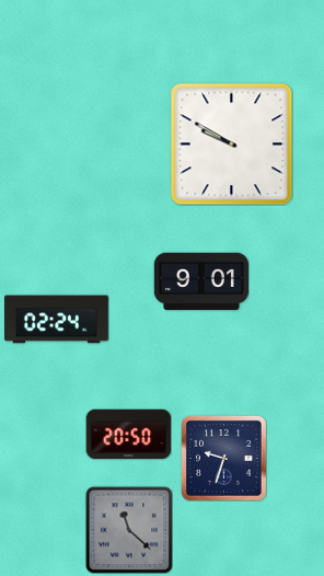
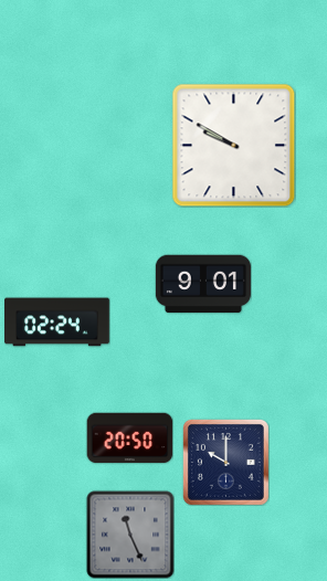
clock at (223, 458): 9:33 -> 10:00
clock at (129, 530): 11:22 -> 11:26
